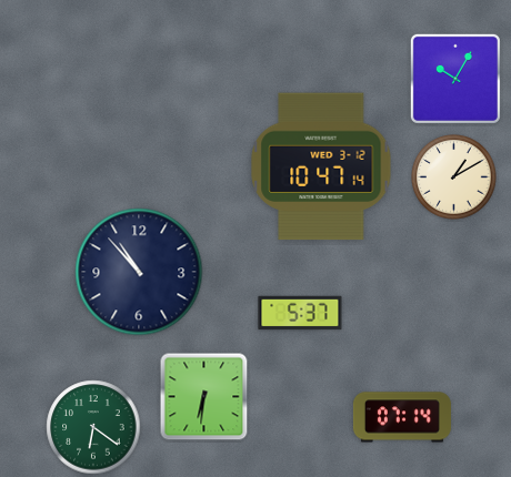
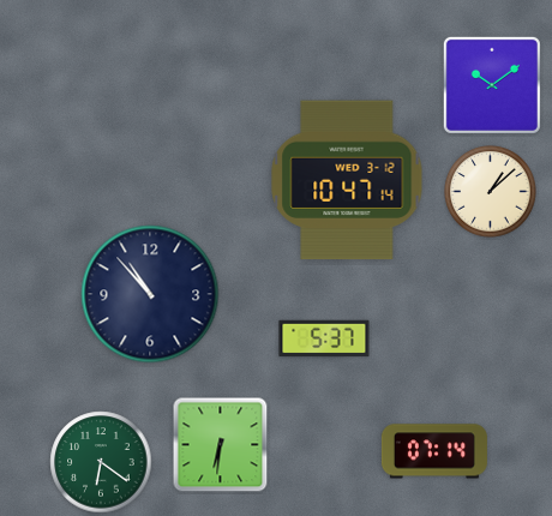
clock at (455, 79): 10:05 -> 10:09
clock at (454, 177): 1:10 -> 1:08
clock at (204, 397) position: (204, 397) -> (221, 445)
